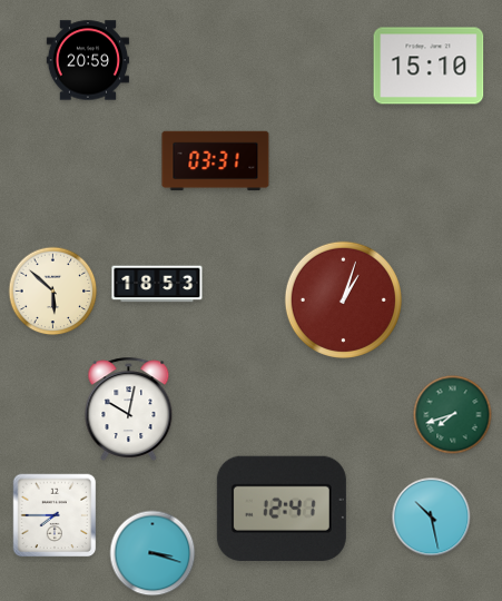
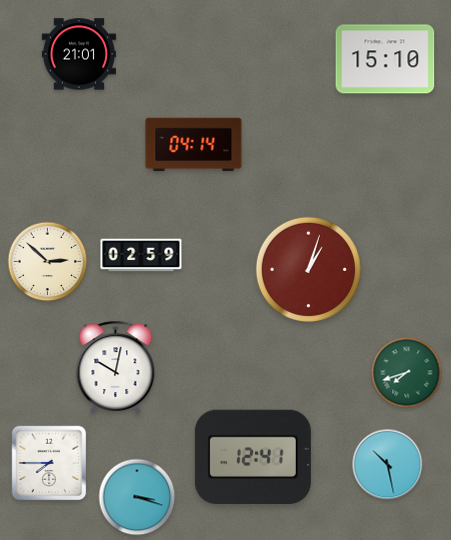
clock at (87, 60): 20:59 -> 21:01
clock at (216, 161): 03:31 -> 04:14
clock at (157, 284): 18:53 -> 02:59
clock at (53, 292): 5:52 -> 2:52
